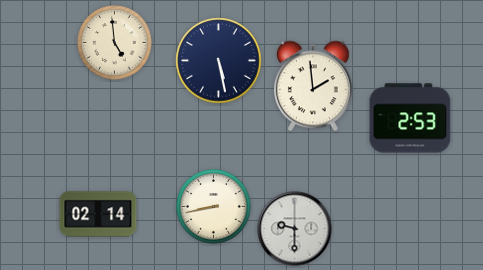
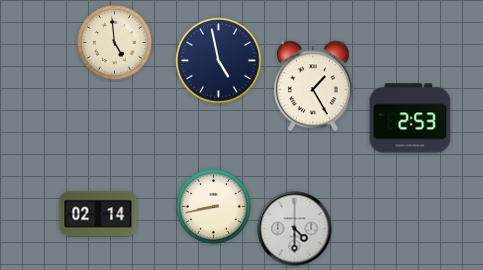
clock at (219, 61): 5:28 -> 4:58
clock at (313, 86): 1:59 -> 1:25
clock at (295, 229): 9:30 -> 4:30
